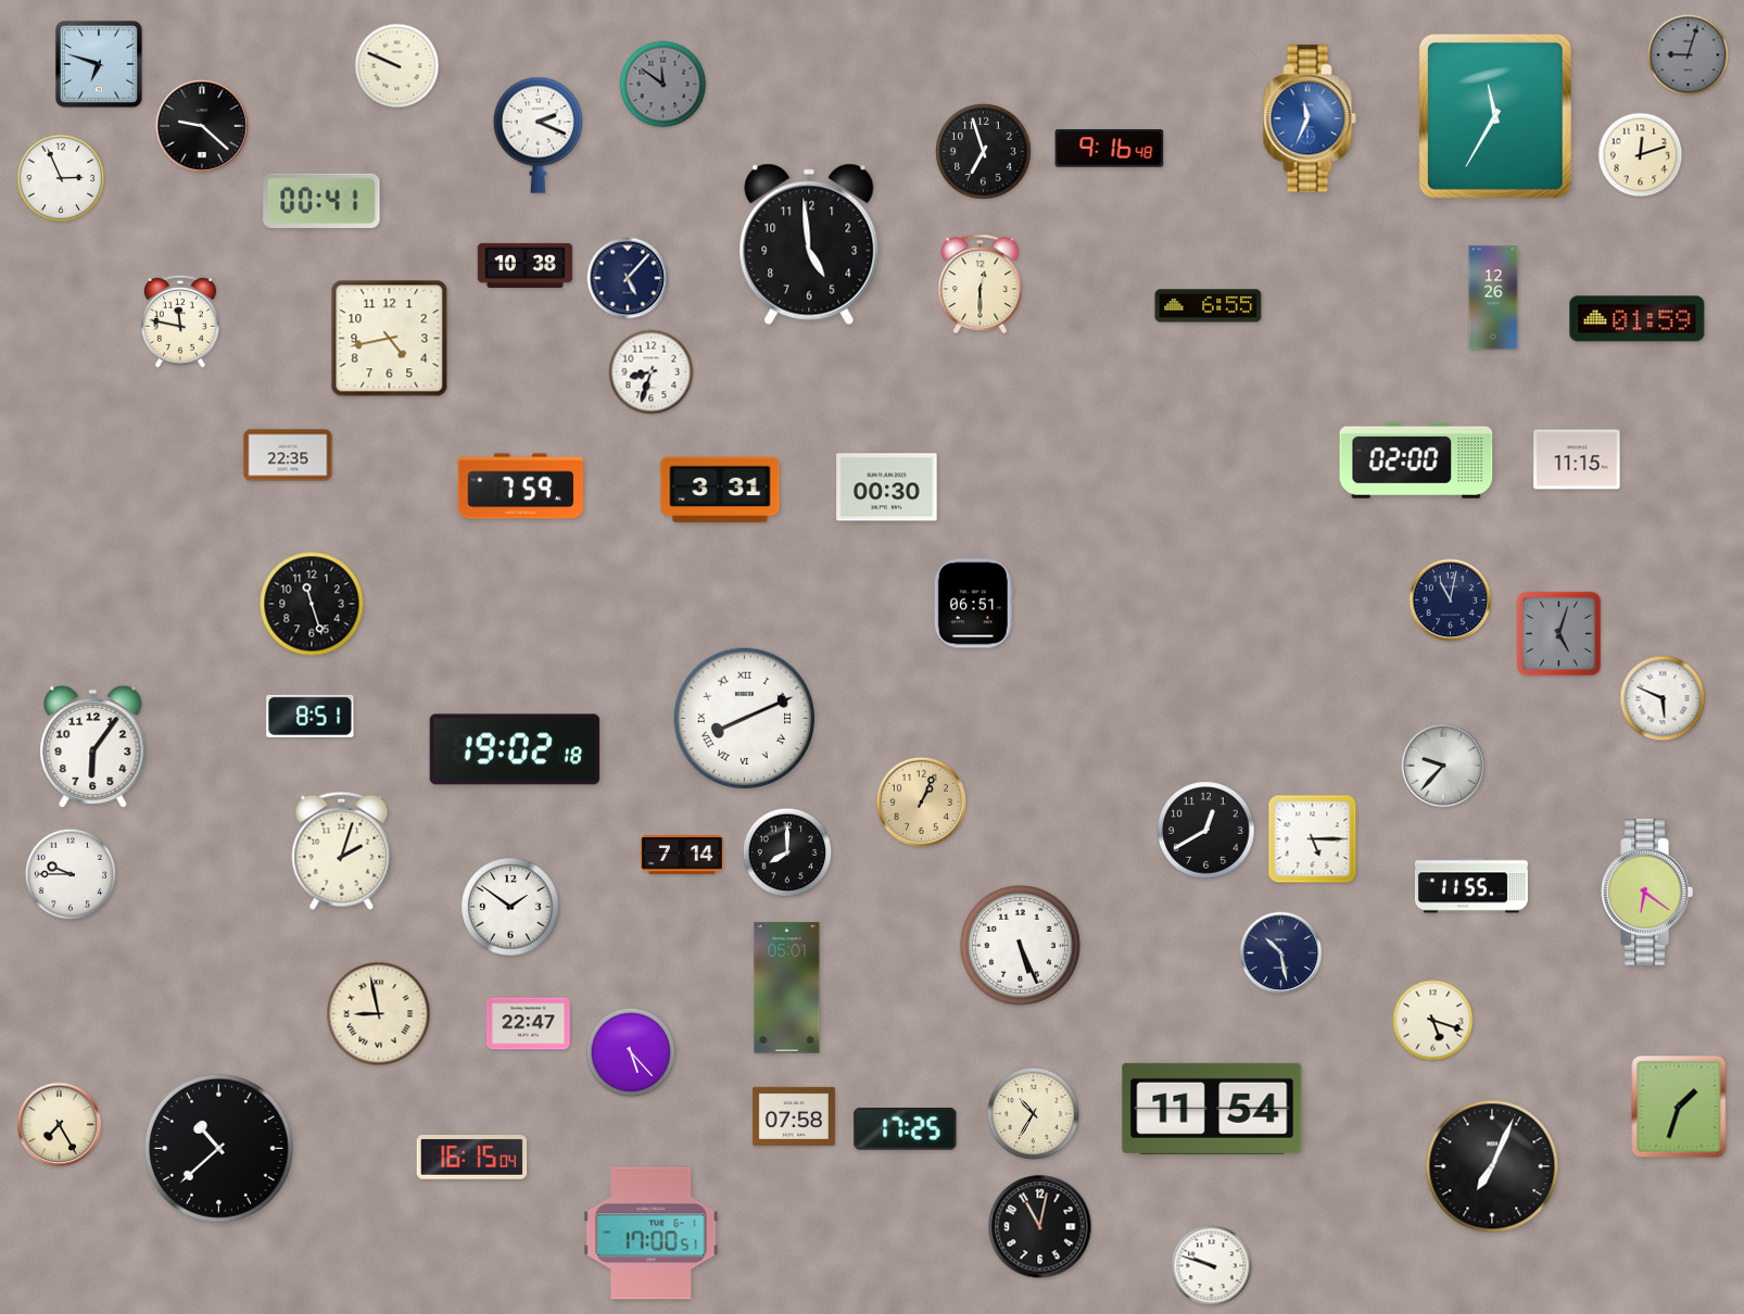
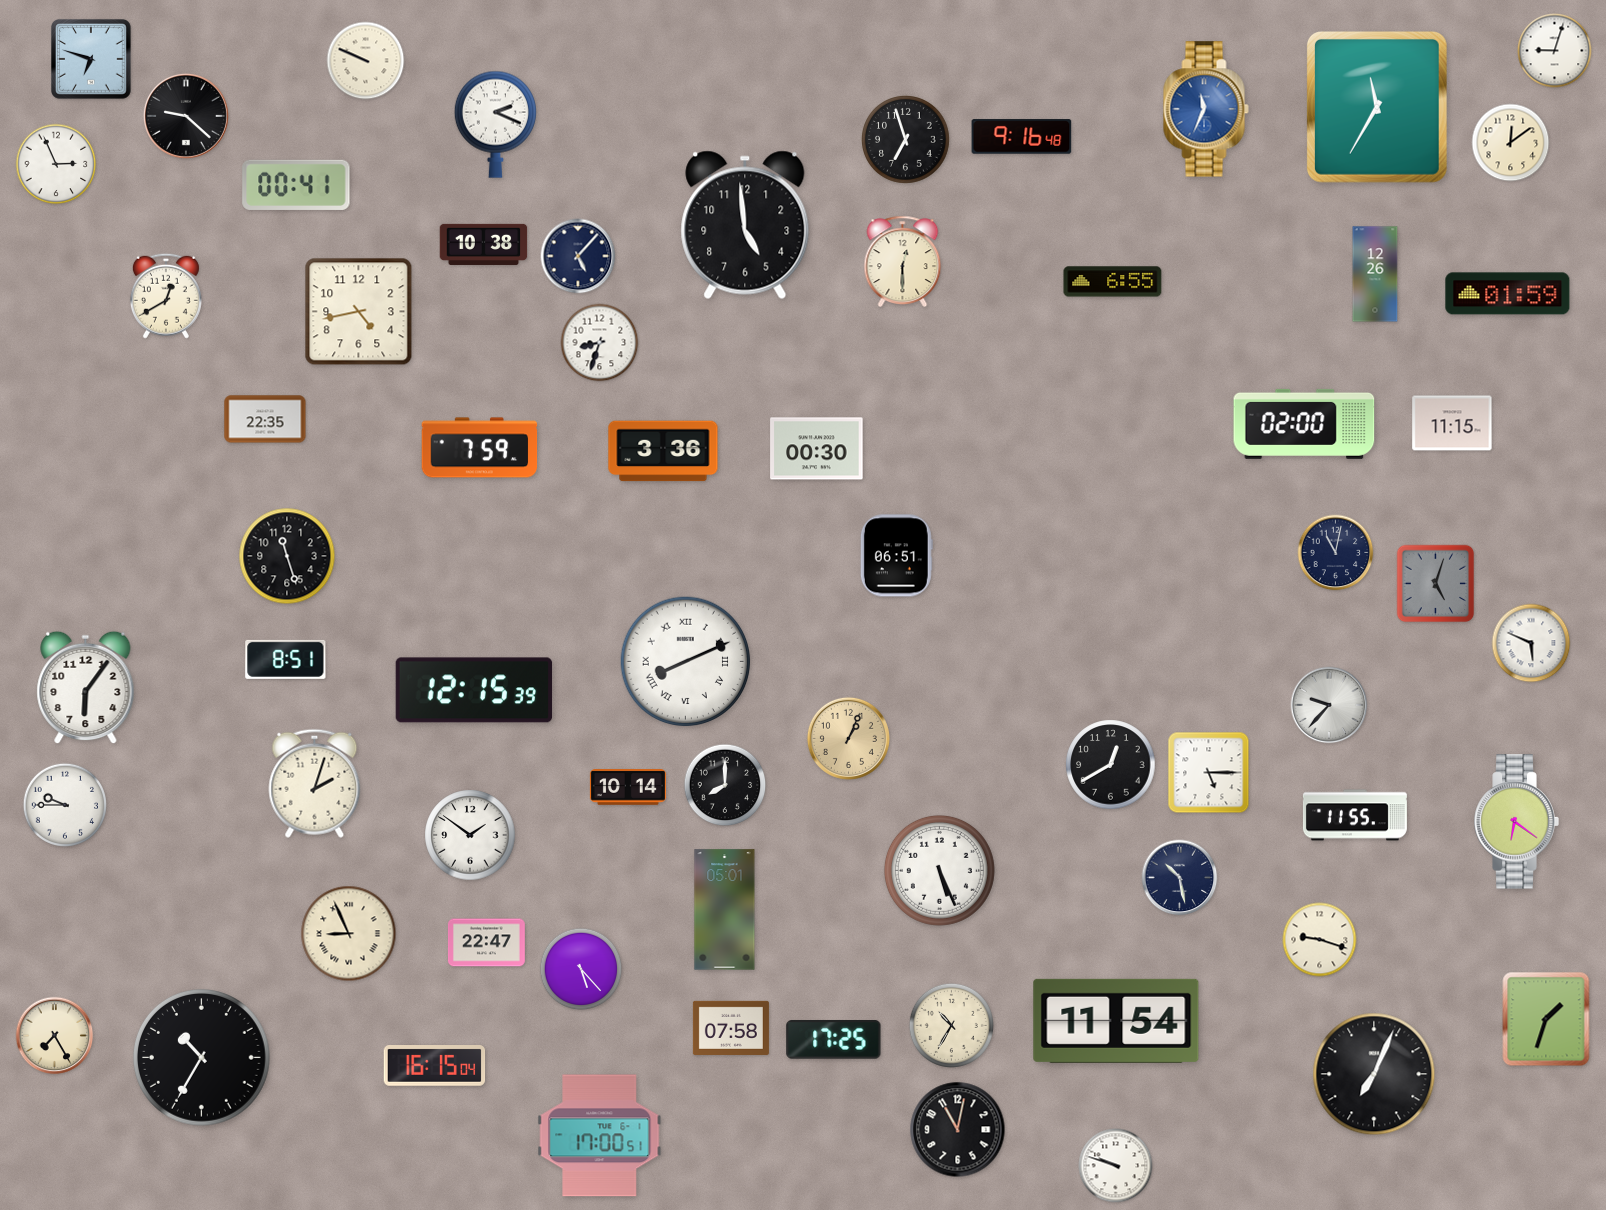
clock at (1689, 55) dial: grey -> white
clock at (664, 85): 11:51 -> none
clock at (1641, 155): 12:12 -> 12:09
clock at (180, 321): 11:47 -> 12:40
clock at (720, 490): 3:31 -> 3:36
clock at (515, 749): 19:02 -> 12:15
clock at (682, 855): 7:14 -> 10:14
clock at (379, 1014): 8:58 -> 8:56
clock at (1433, 1021): 5:18 -> 9:18
clock at (218, 1148): 10:38 -> 10:35
